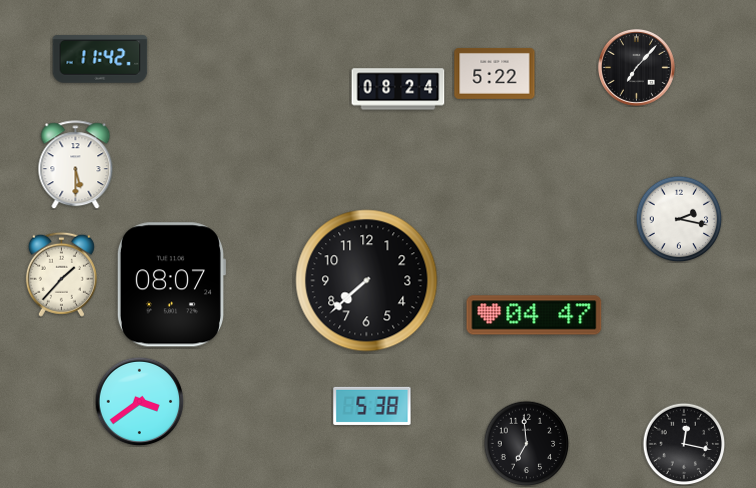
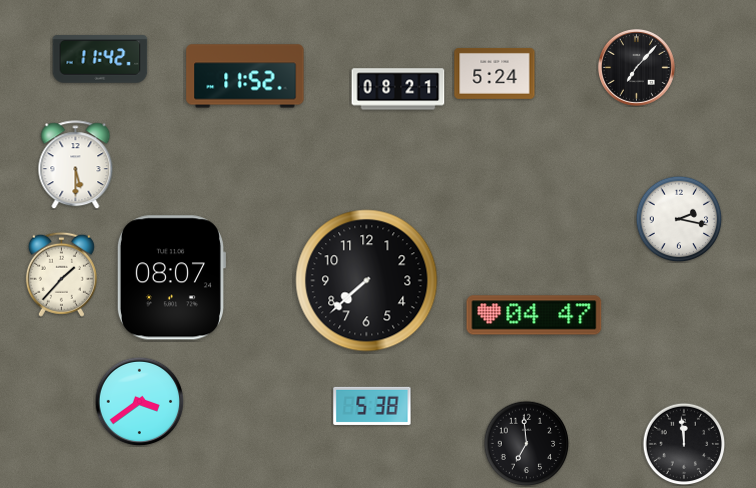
clock at (495, 73): 5:22 -> 5:24
clock at (245, 76): none -> 11:52
clock at (398, 89): 08:24 -> 08:21
clock at (171, 285) position: (171, 285) -> (171, 278)
clock at (684, 444): 12:17 -> 11:59
